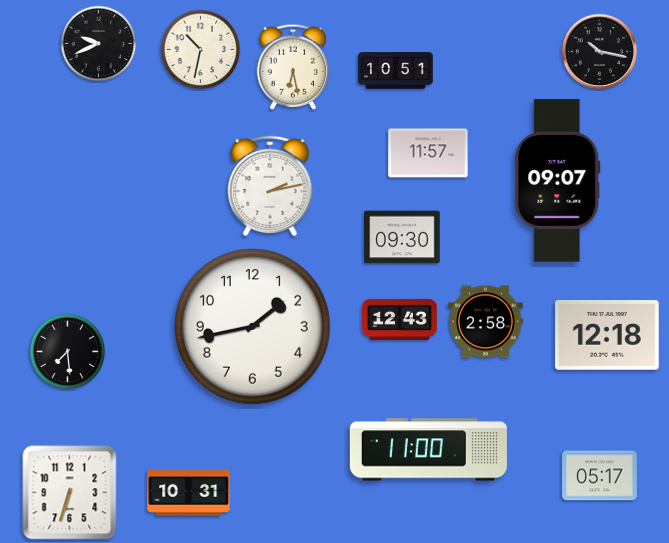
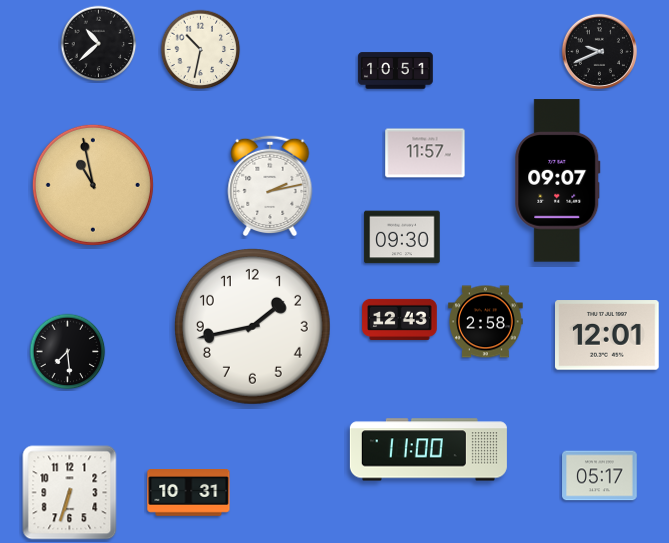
clock at (99, 44): 9:41 -> 10:38
clock at (599, 51): 10:17 -> 9:41
clock at (292, 67): 6:28 -> none
clock at (428, 153) position: (428, 153) -> (425, 153)
clock at (93, 185): none -> 10:58
clock at (608, 335): 12:18 -> 12:01
